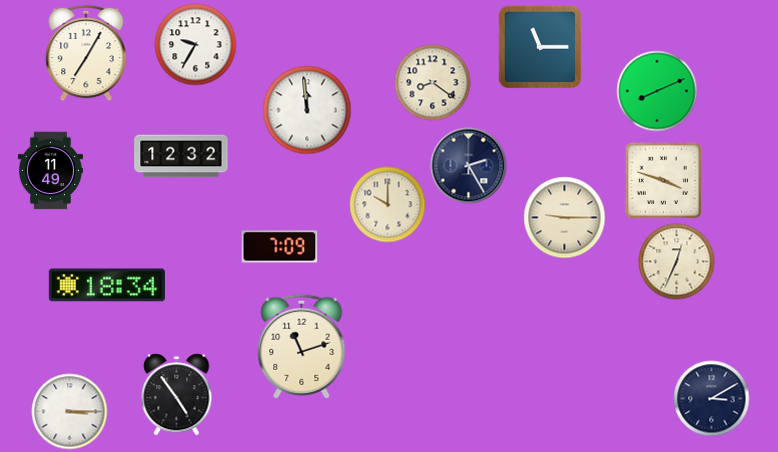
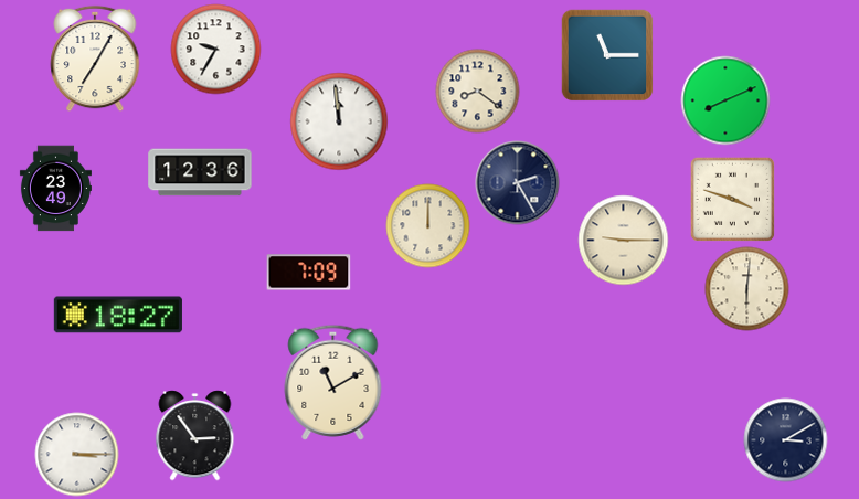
clock at (540, 47) position: (540, 47) -> (607, 55)
clock at (181, 156): 12:32 -> 12:36
clock at (50, 171): 11:49 -> 23:49
clock at (388, 205): 10:00 -> 12:00
clock at (677, 262): 12:34 -> 6:01
clock at (107, 285): 18:34 -> 18:27
clock at (302, 346): 11:12 -> 11:10
clock at (177, 395): 4:54 -> 2:54
